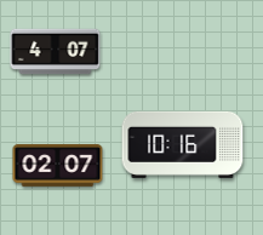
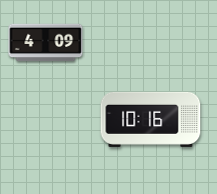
clock at (56, 52): 4:07 -> 4:09
clock at (58, 166): 02:07 -> none
